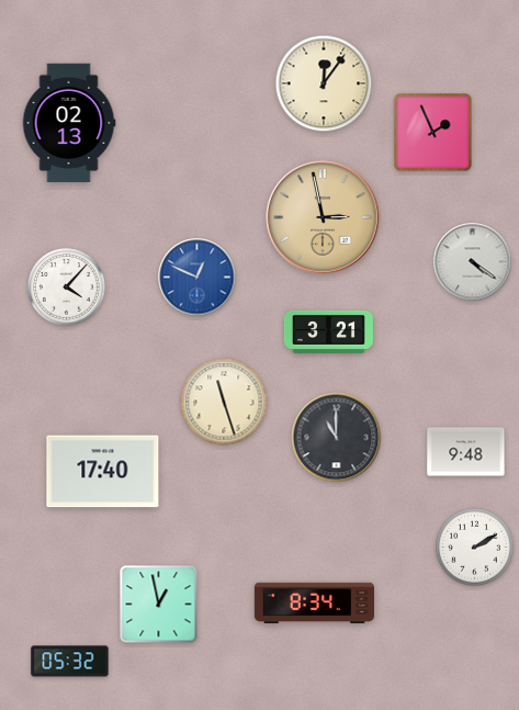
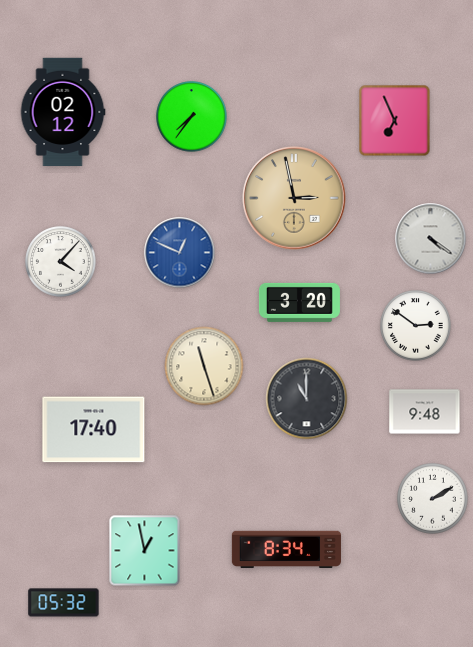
clock at (324, 83): 12:06 -> none
clock at (69, 123): 02:13 -> 02:12
clock at (192, 117): none -> 7:36
clock at (433, 133): 1:56 -> 6:56
clock at (328, 331): 3:21 -> 3:20
clock at (416, 326): none -> 2:51
